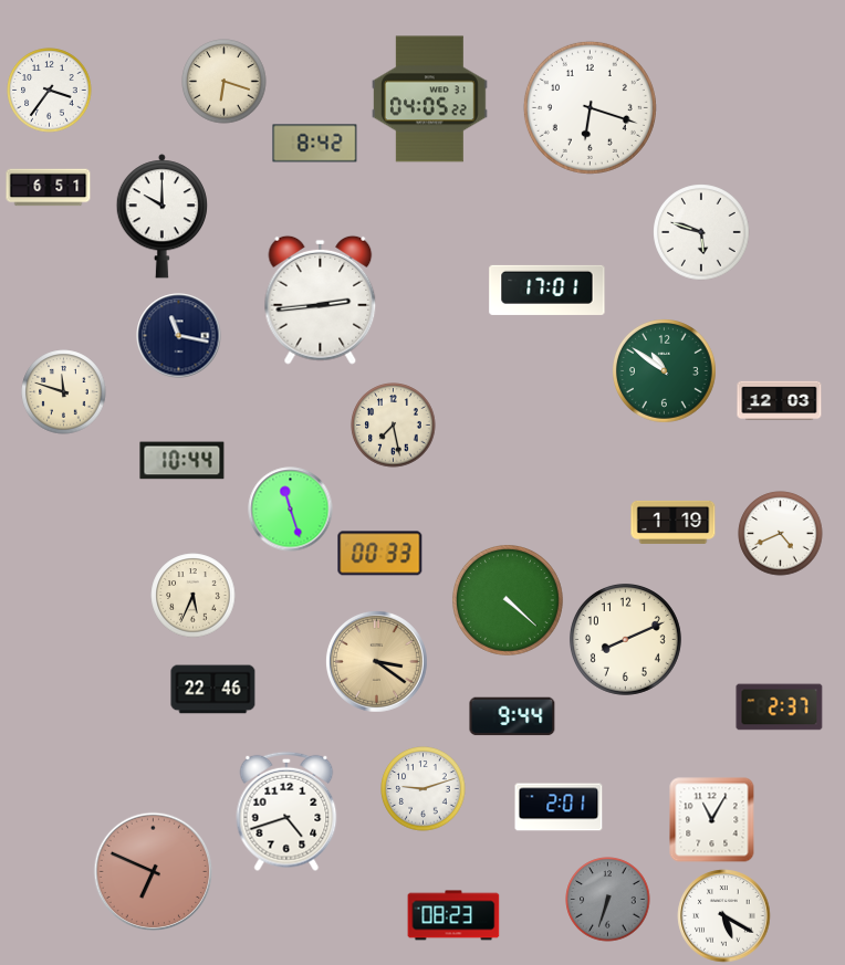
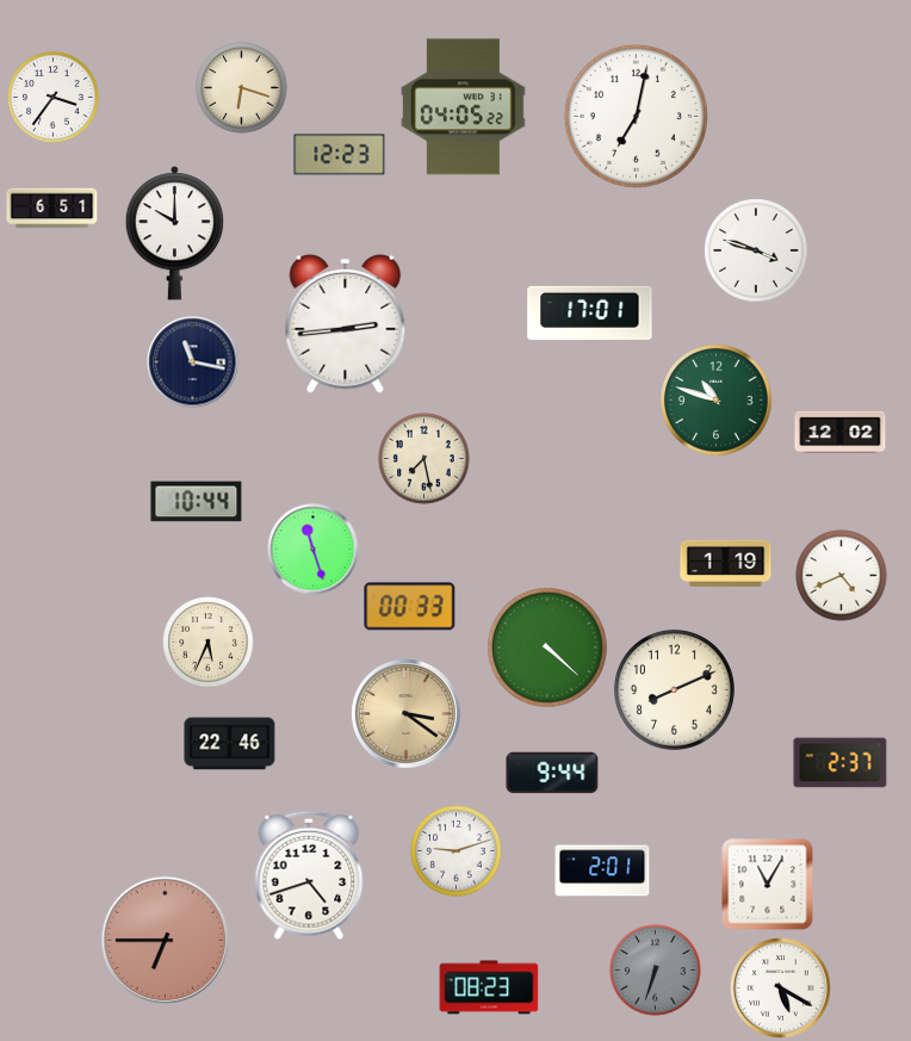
clock at (590, 107): 6:18 -> 7:02
clock at (315, 144): 8:42 -> 12:23
clock at (49, 188) position: (49, 188) -> (52, 209)
clock at (701, 232): 5:48 -> 3:48
clock at (665, 371): 10:51 -> 10:48
clock at (64, 392): 11:48 -> none
clock at (780, 401): 12:03 -> 12:02
clock at (182, 461) position: (182, 461) -> (197, 502)
clock at (380, 554) position: (380, 554) -> (410, 607)
clock at (154, 872): 6:49 -> 6:45
